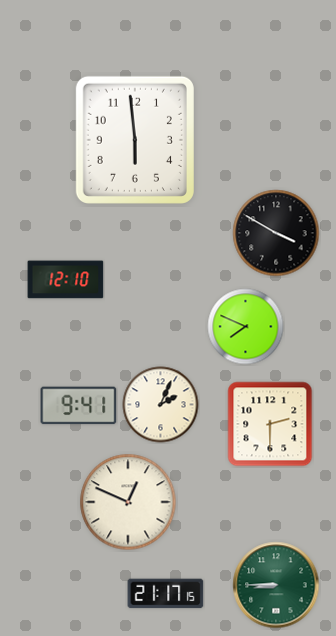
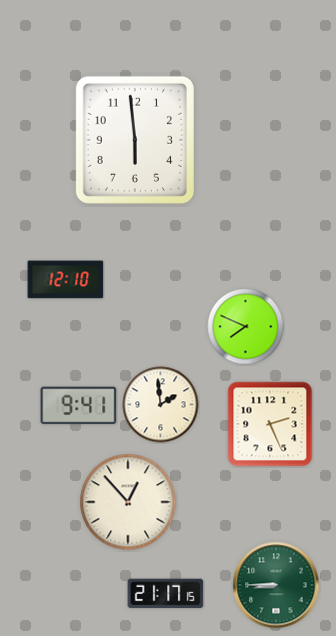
clock at (276, 233): 3:50 -> none
clock at (161, 405): 2:04 -> 1:59
clock at (270, 424): 2:30 -> 2:26
clock at (128, 502): 12:49 -> 12:53
